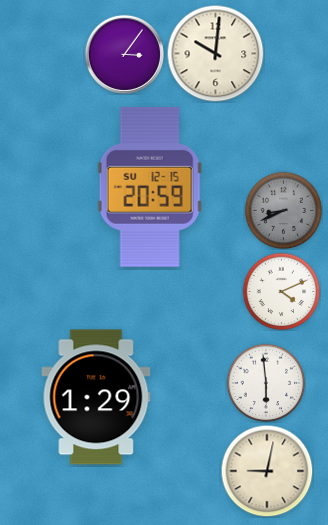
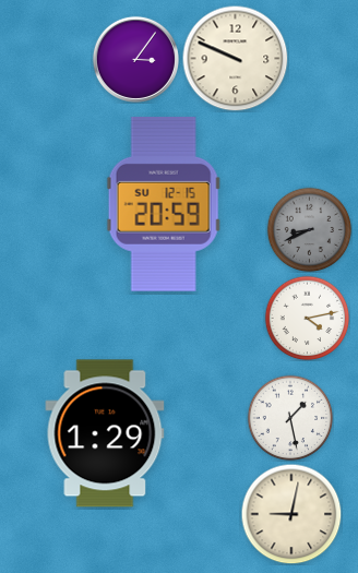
clock at (215, 53): 10:01 -> 9:49
clock at (281, 291): 4:11 -> 4:13
clock at (266, 383): 5:59 -> 1:28
